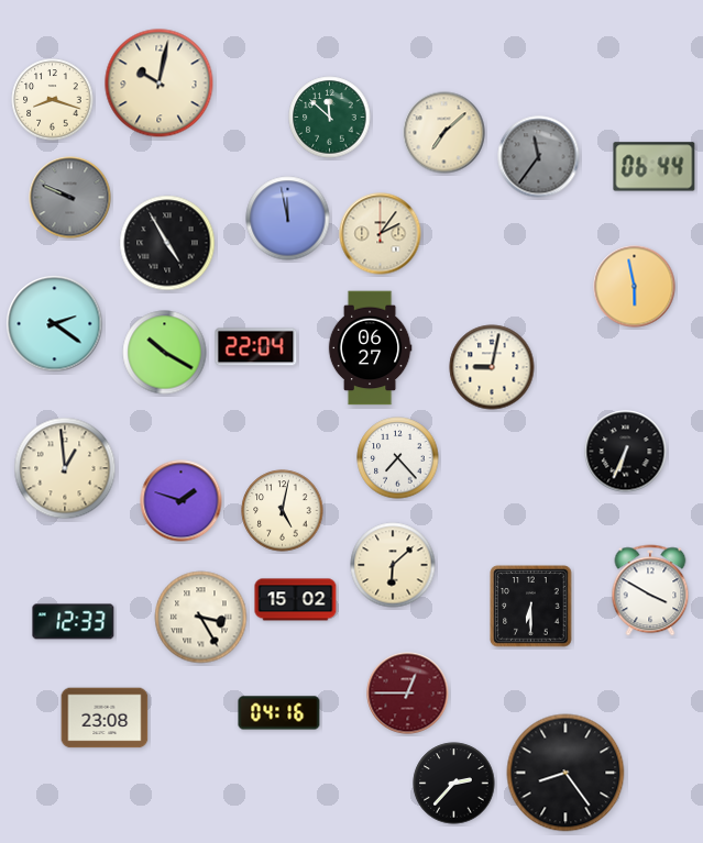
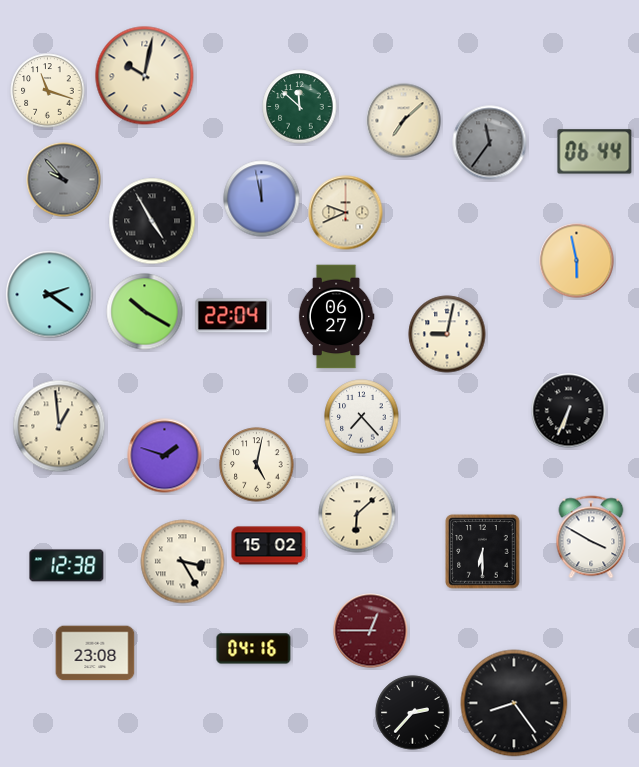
clock at (53, 100): 8:18 -> 11:18
clock at (70, 198): 9:49 -> 9:53
clock at (381, 234): 2:06 -> 9:41
clock at (165, 353) position: (165, 353) -> (145, 312)
clock at (74, 622): 12:33 -> 12:38
